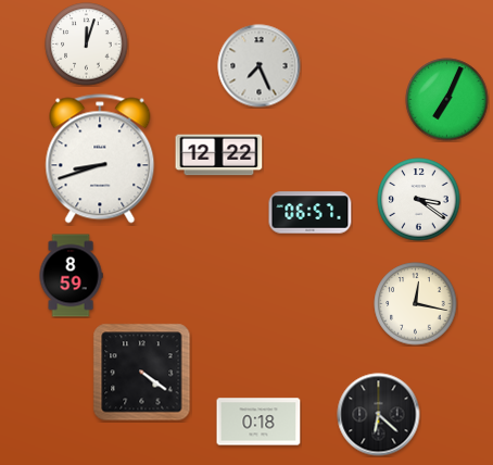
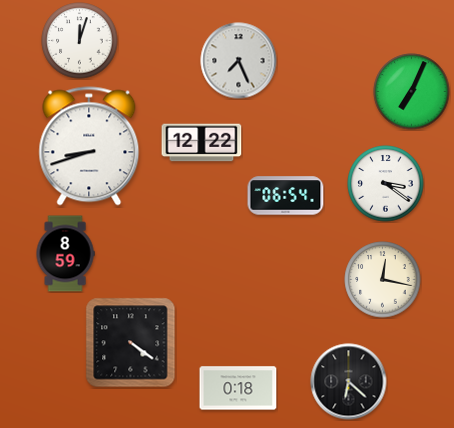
clock at (100, 159) position: (100, 159) -> (89, 146)
clock at (311, 213): 06:57 -> 06:54
